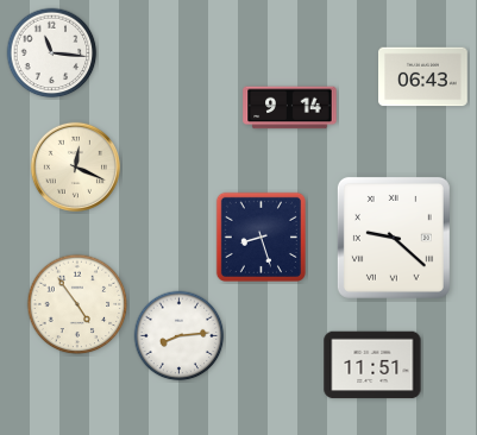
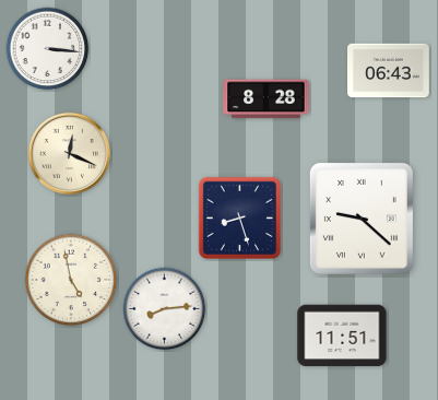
clock at (52, 53): 11:16 -> 3:16
clock at (290, 108): 9:14 -> 8:28
clock at (77, 304): 4:54 -> 4:58
